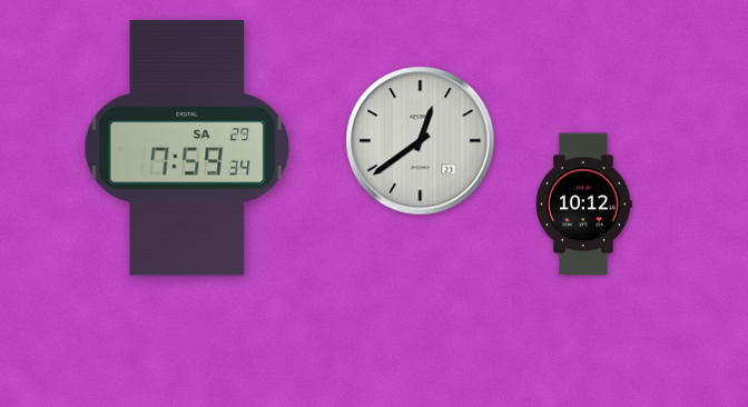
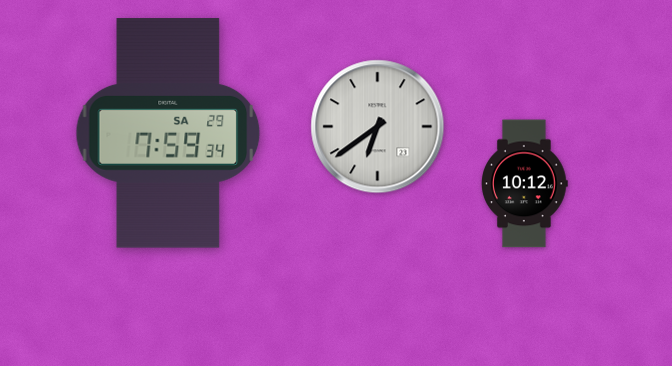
clock at (421, 141): 12:39 -> 6:39
